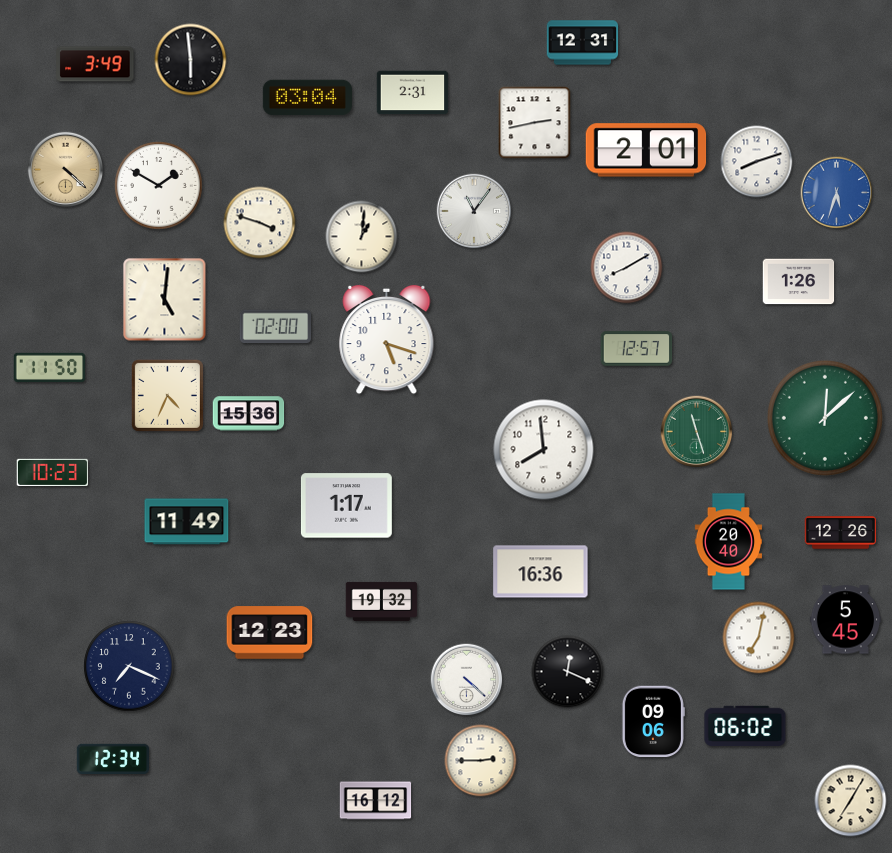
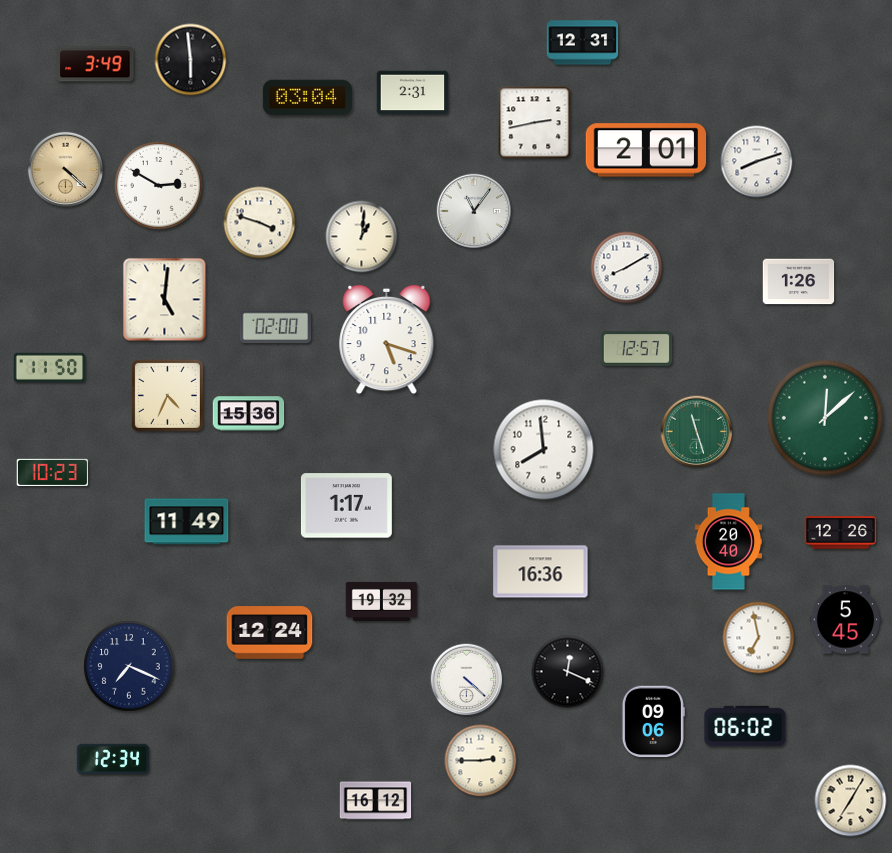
clock at (159, 186): 1:50 -> 2:50
clock at (837, 193): 5:33 -> none
clock at (270, 633): 12:23 -> 12:24
clock at (759, 638): 7:02 -> 6:58
